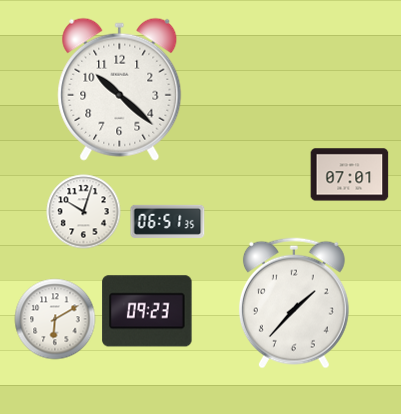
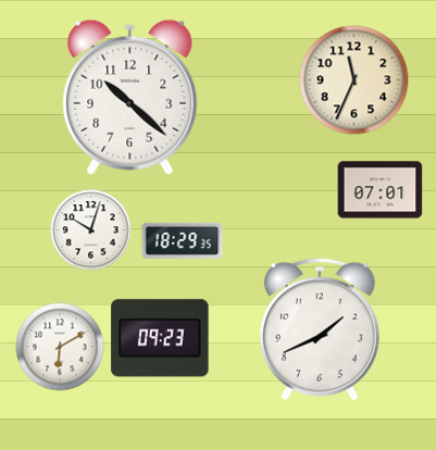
clock at (354, 80): none -> 11:34
clock at (168, 221): 06:51 -> 18:29
clock at (294, 303): 1:37 -> 1:41
